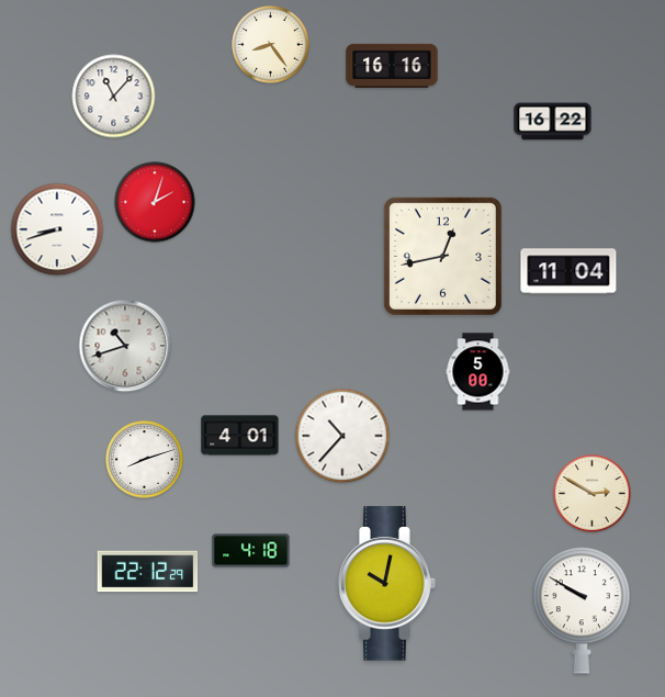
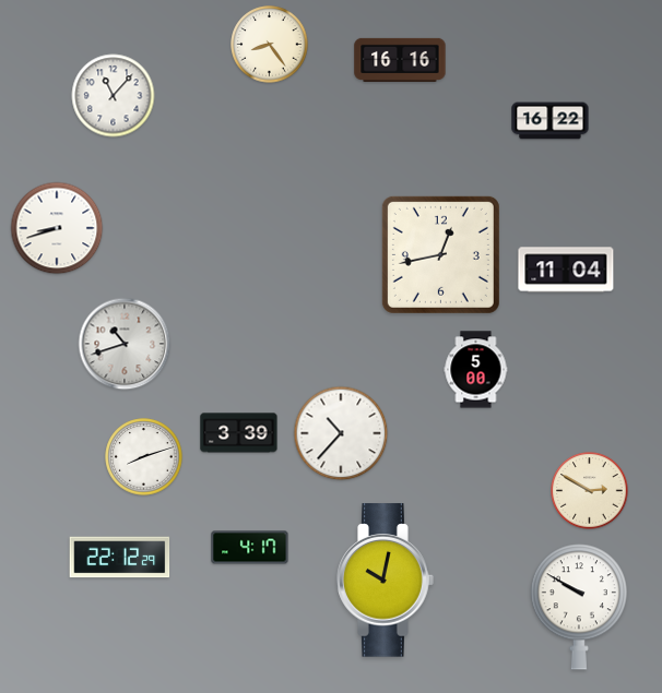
clock at (392, 66) position: (392, 66) -> (400, 60)
clock at (155, 202): 2:03 -> none
clock at (240, 436): 4:01 -> 3:39
clock at (251, 551): 4:18 -> 4:17
clock at (148, 572) position: (148, 572) -> (120, 558)
